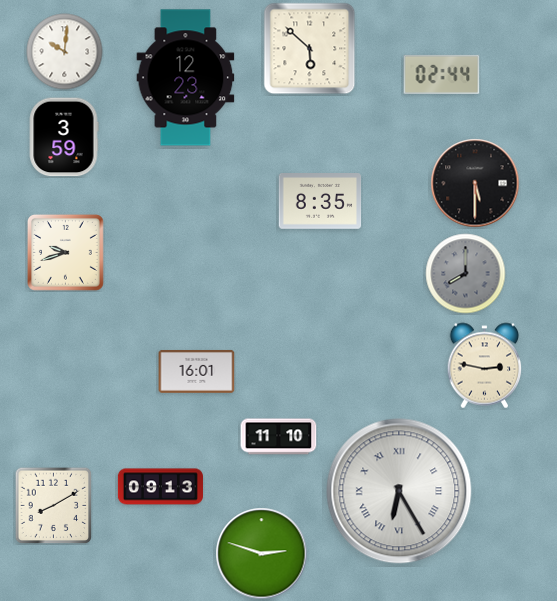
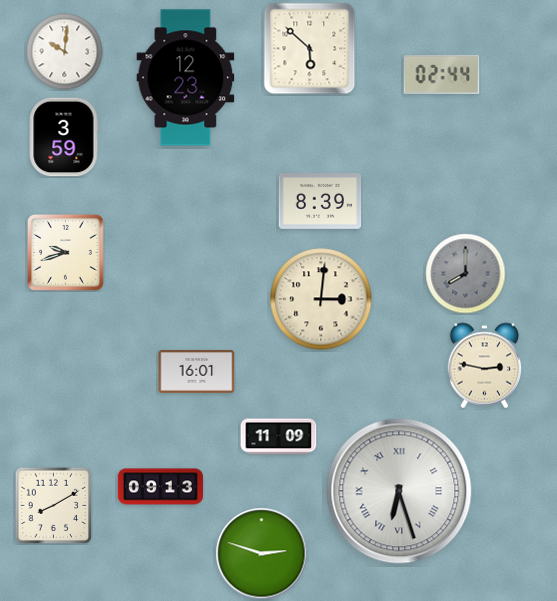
clock at (475, 183): 5:30 -> none
clock at (320, 202): 8:35 -> 8:39
clock at (321, 299): none -> 3:01
clock at (279, 437): 11:10 -> 11:09
clock at (399, 491): 6:25 -> 6:27
